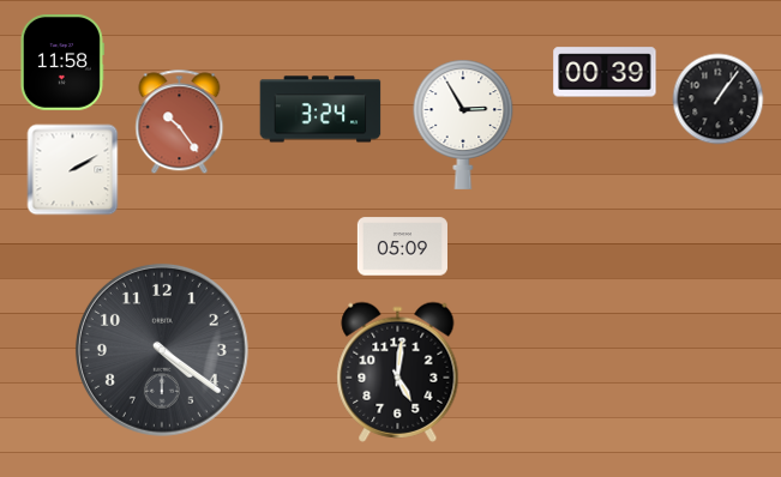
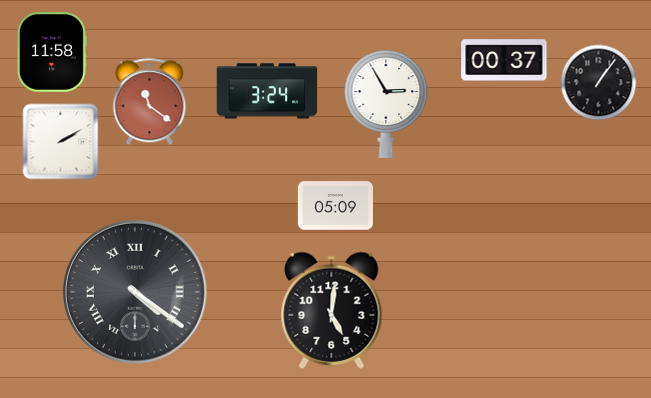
clock at (605, 72): 00:39 -> 00:37
clock at (180, 122): 10:24 -> 11:21
clock at (162, 350) numerals: Arabic -> Roman
